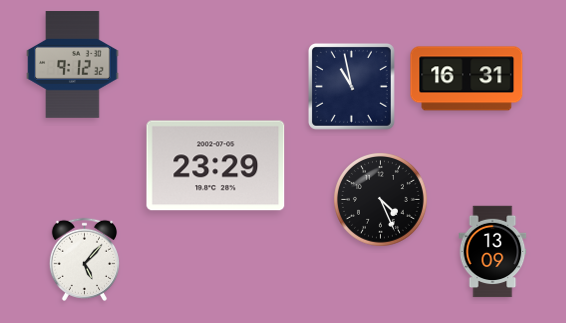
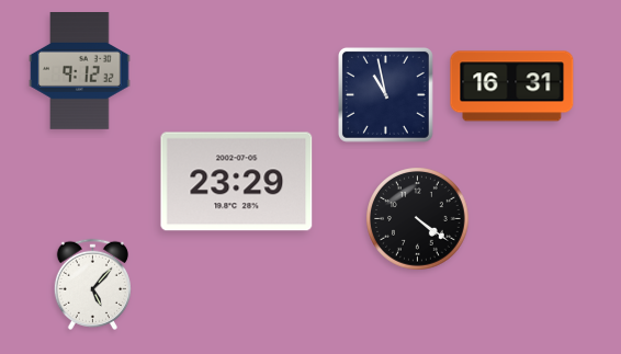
clock at (381, 200): 4:26 -> 4:21
clock at (493, 252): 13:09 -> none
